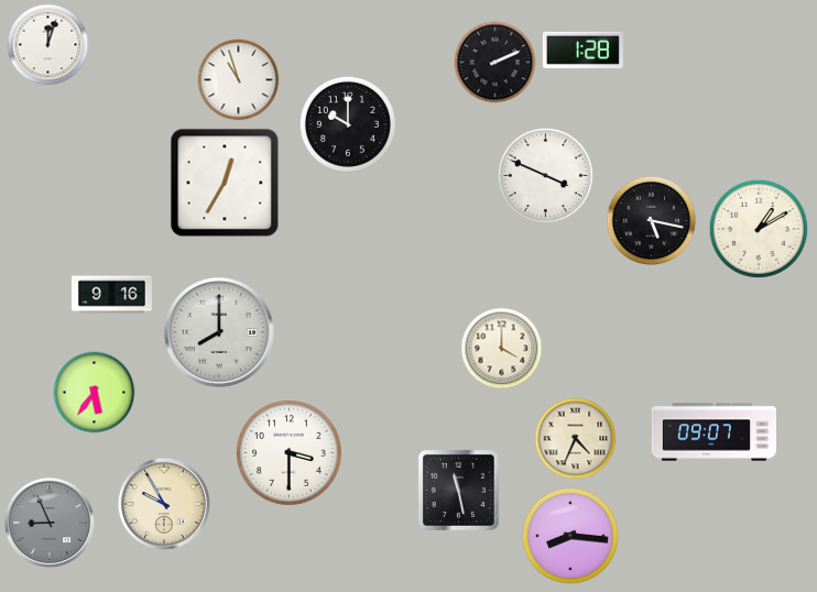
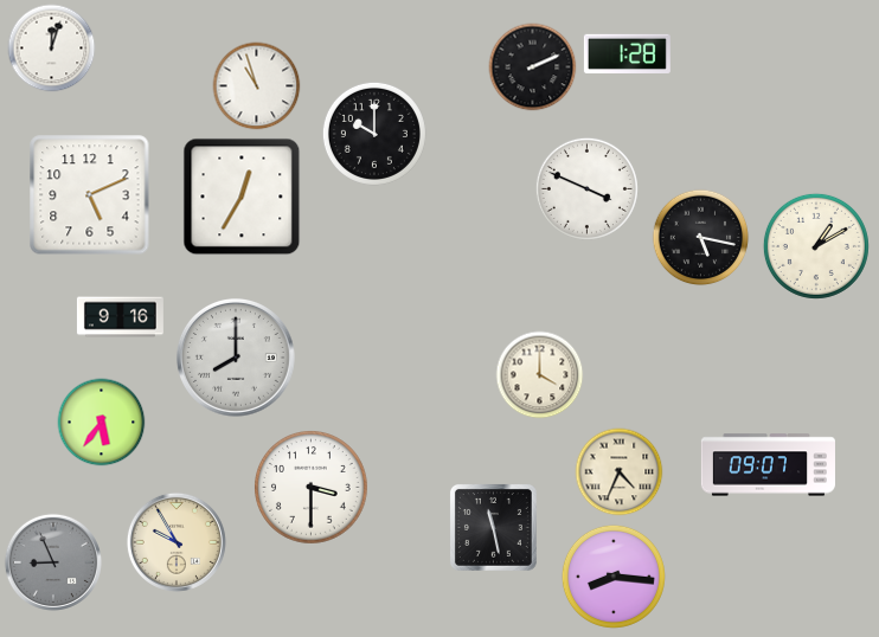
clock at (90, 195): none -> 5:11
